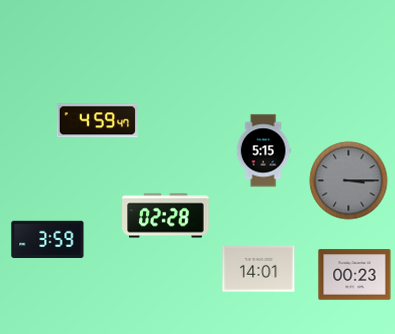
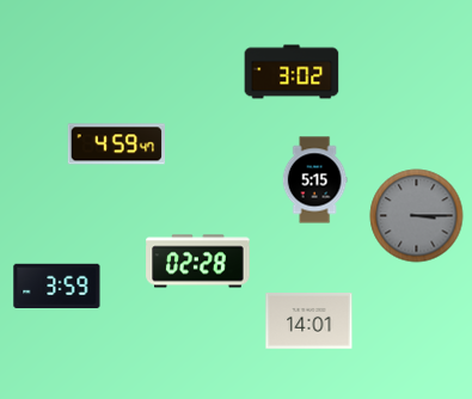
clock at (292, 72): none -> 3:02
clock at (166, 216) position: (166, 216) -> (198, 262)
clock at (355, 275): 00:23 -> none
